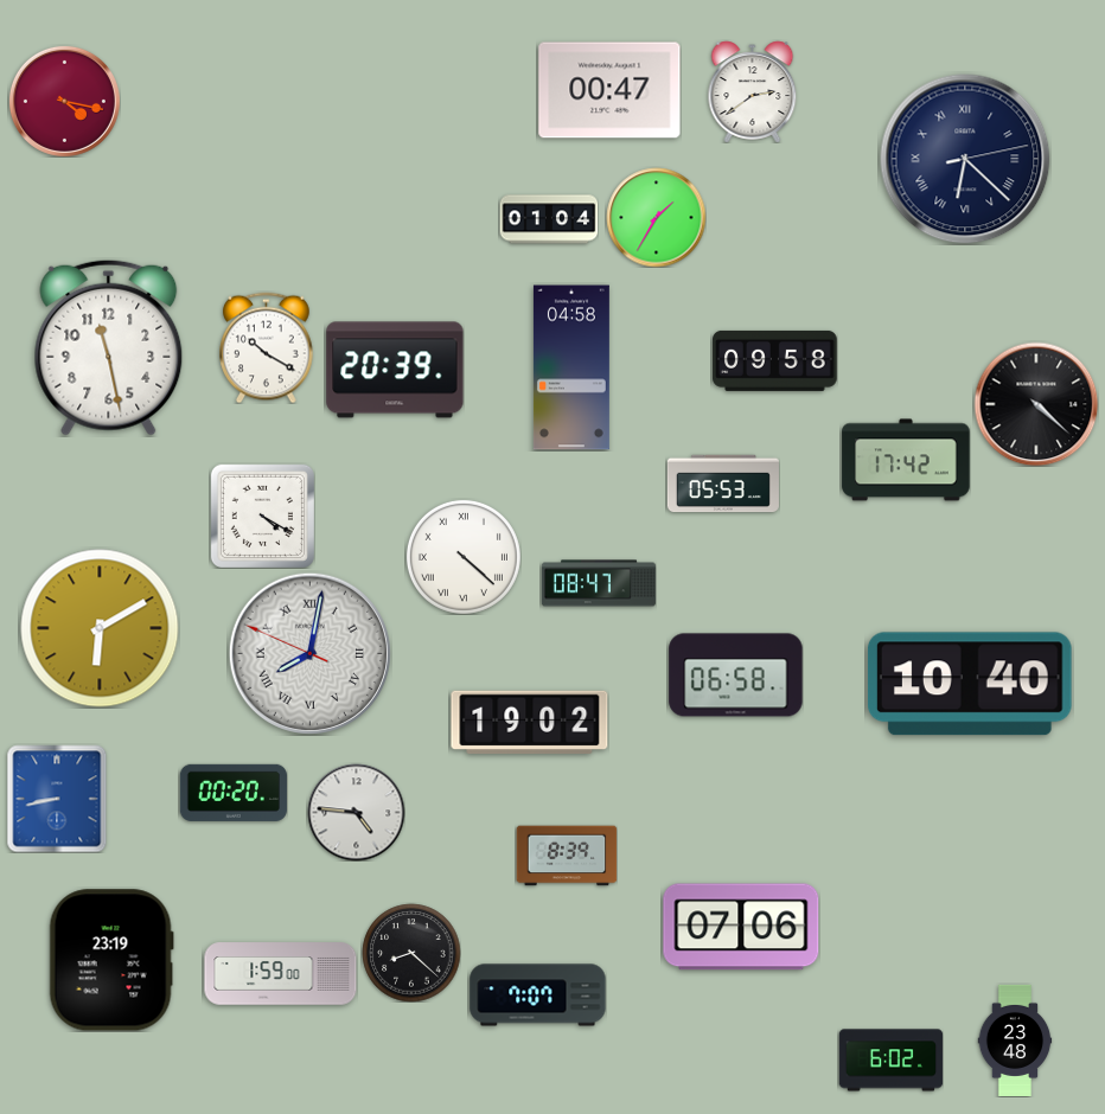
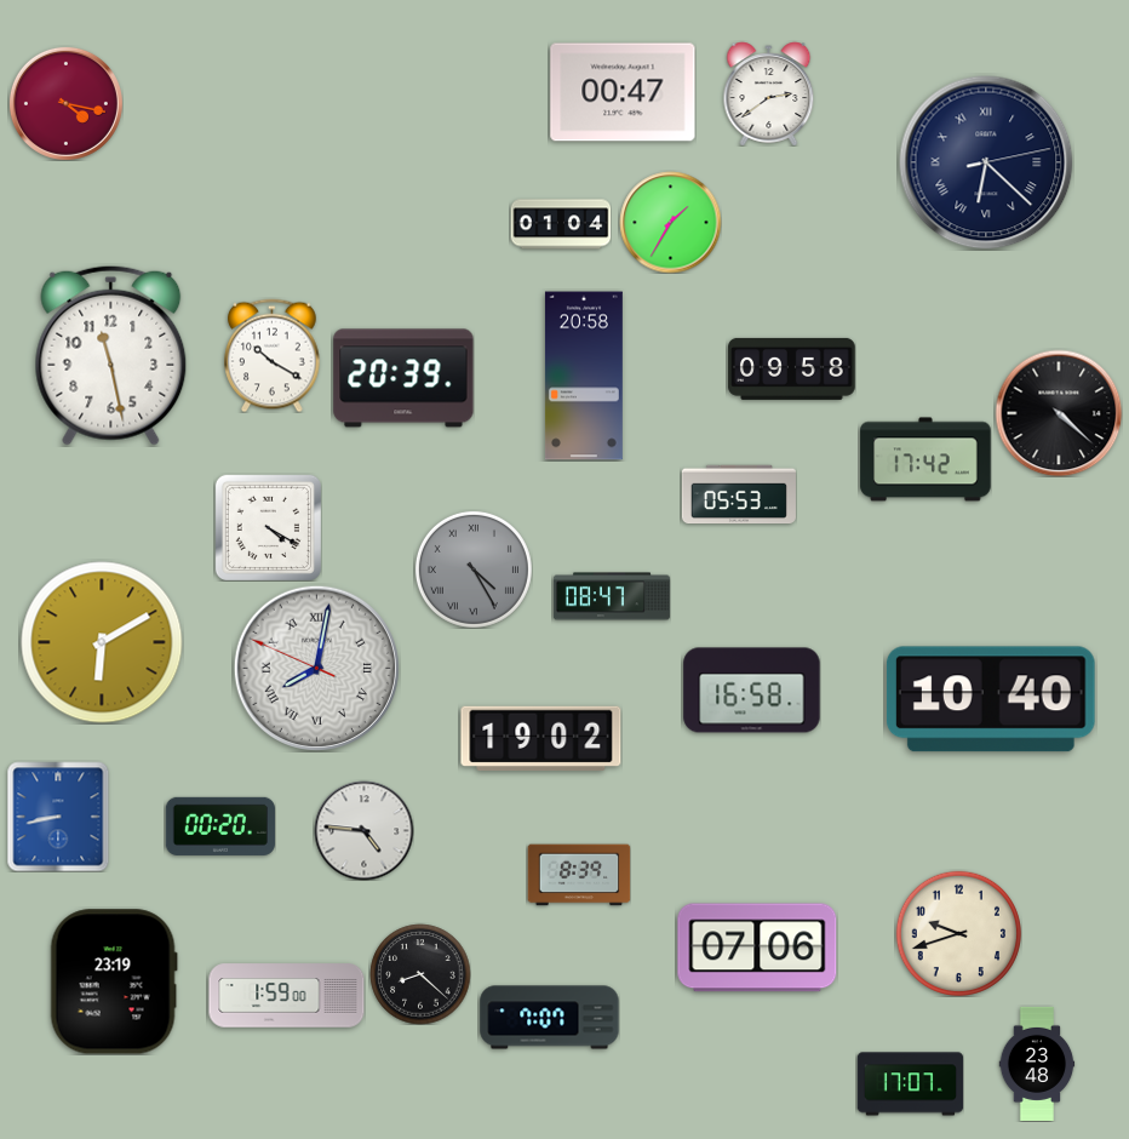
clock at (571, 367): 04:58 -> 20:58
clock at (906, 460) position: (906, 460) -> (925, 459)
clock at (464, 557): 4:22 -> 4:25
clock at (464, 557) dial: white -> grey
clock at (736, 676): 06:58 -> 16:58
clock at (234, 793) position: (234, 793) -> (220, 826)
clock at (958, 933): none -> 9:42
clock at (890, 1061): 6:02 -> 17:07
